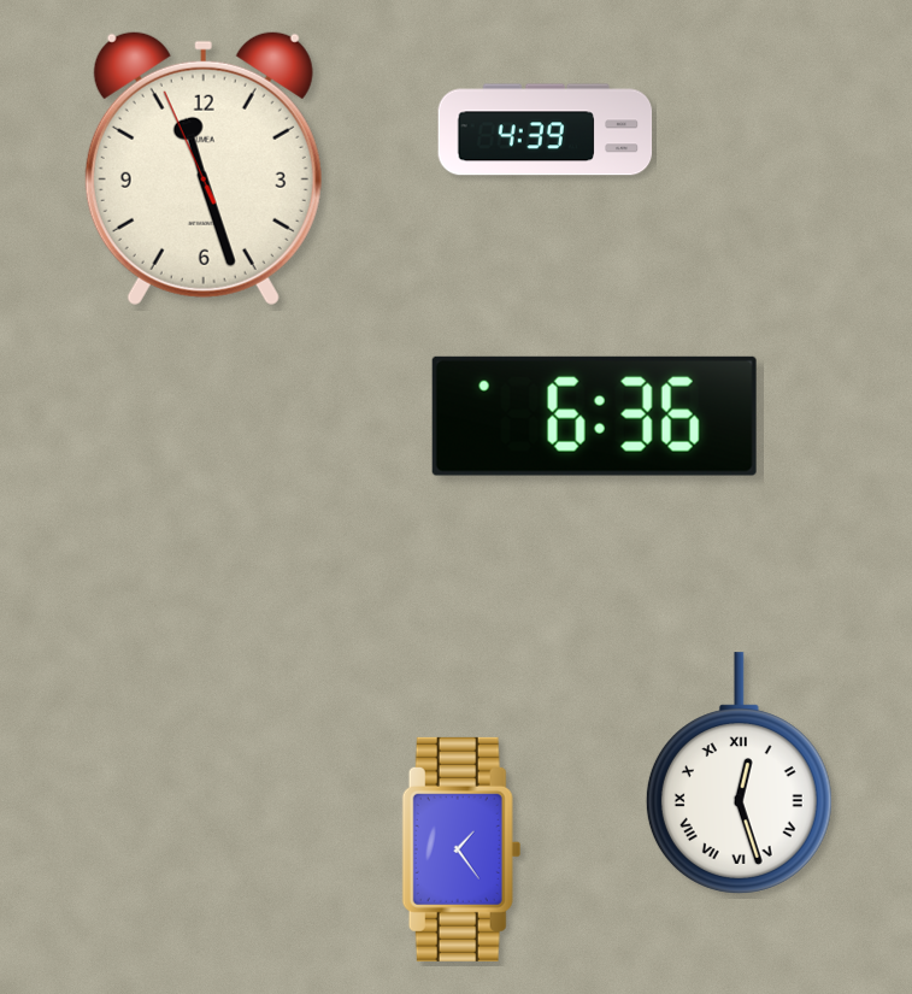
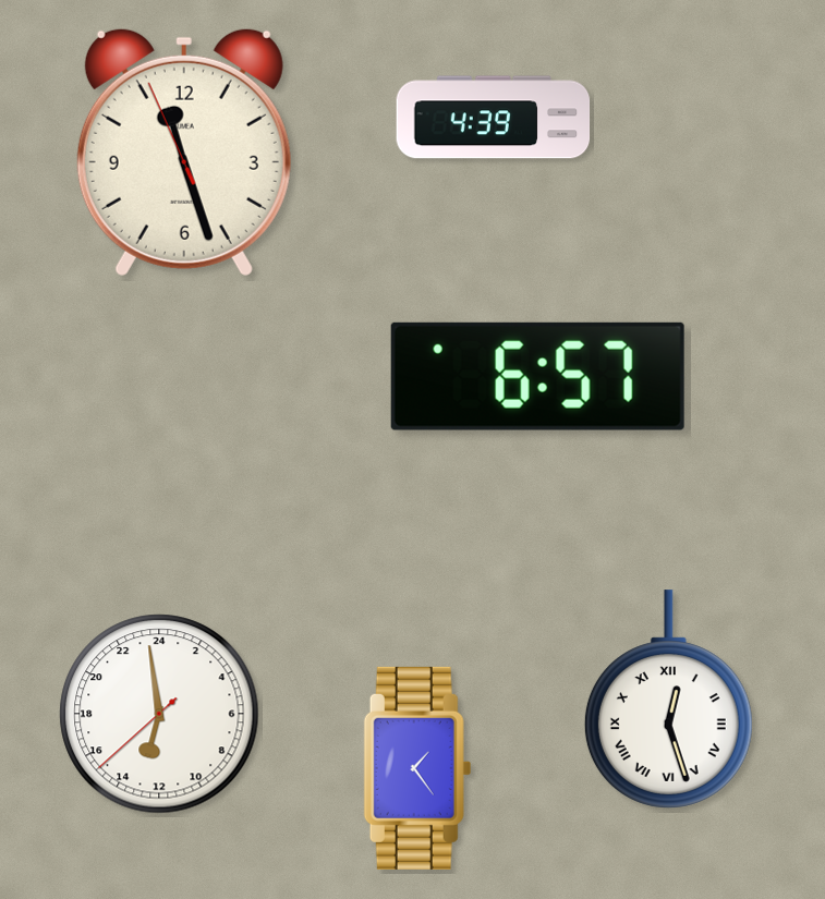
clock at (594, 416): 6:36 -> 6:57
clock at (159, 714): none -> 12:58
